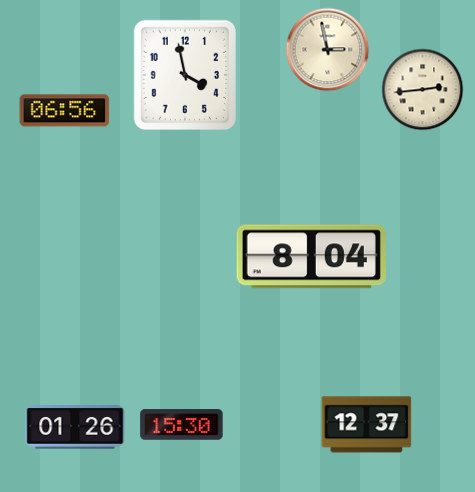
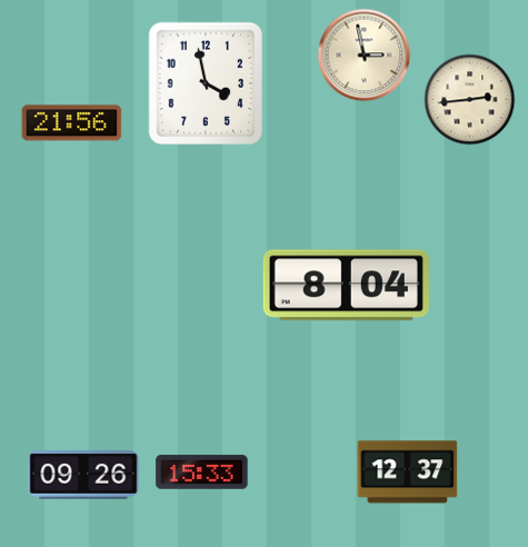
clock at (65, 111): 06:56 -> 21:56
clock at (182, 425): 15:30 -> 15:33
clock at (75, 427): 01:26 -> 09:26
